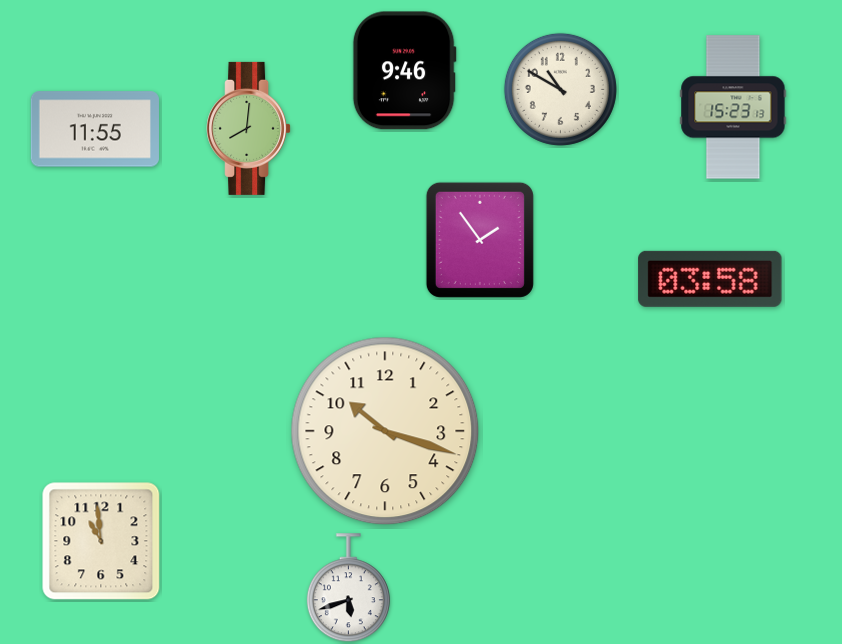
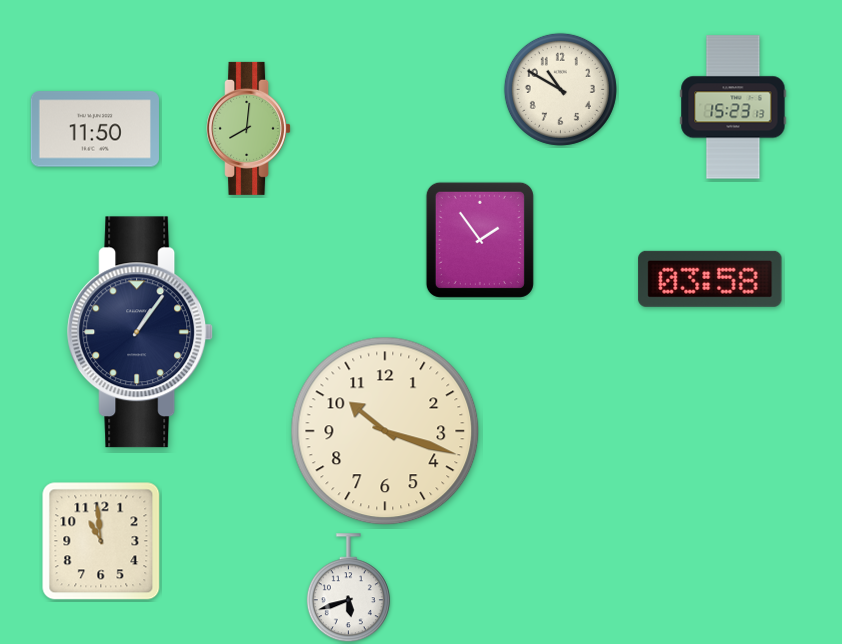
clock at (404, 71): 9:46 -> none
clock at (95, 129): 11:55 -> 11:50
clock at (141, 332): none -> 1:06
